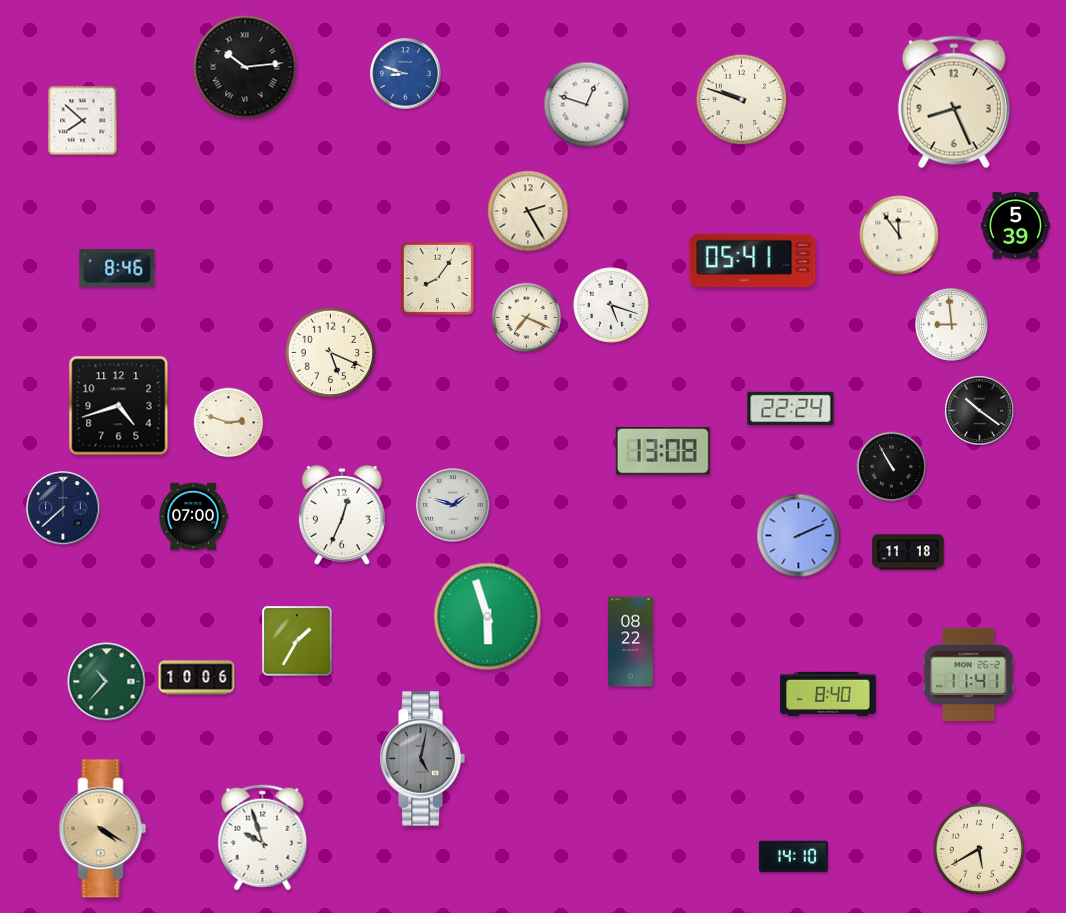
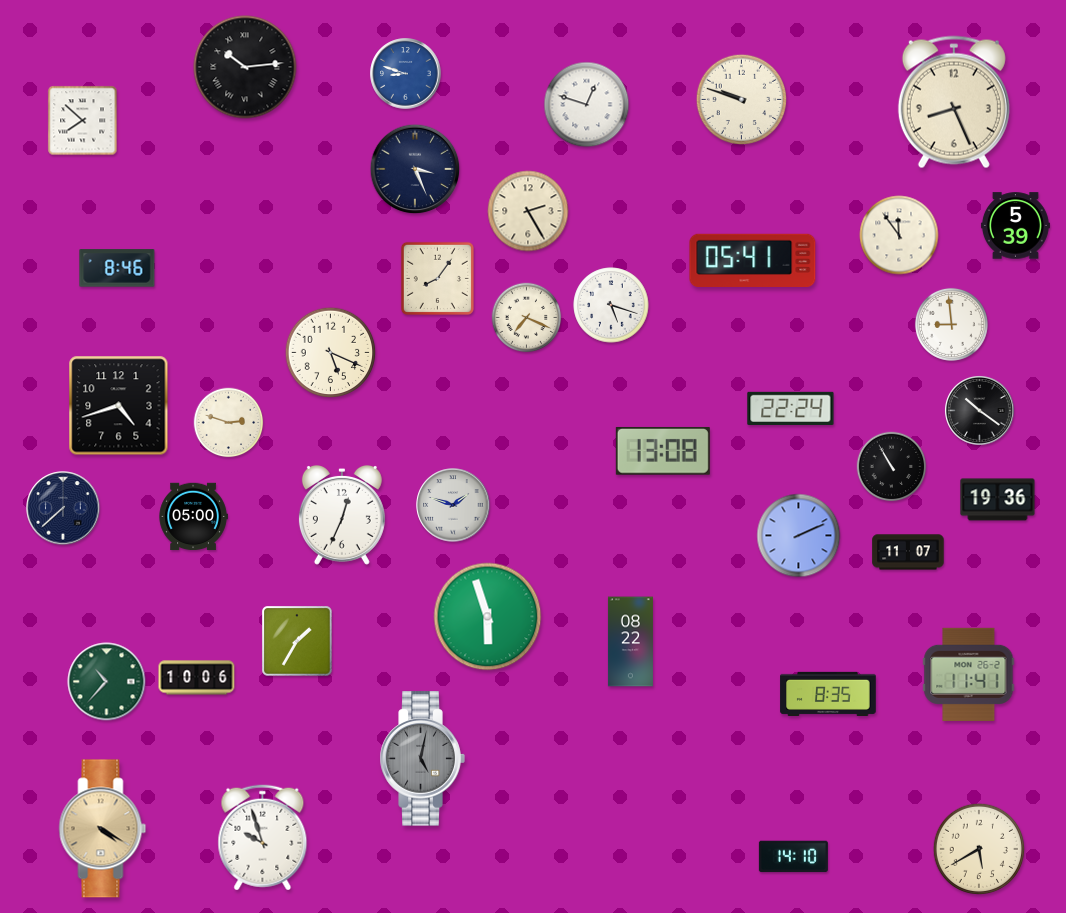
clock at (415, 169): none -> 3:26
clock at (998, 500): none -> 19:36
clock at (193, 517): 07:00 -> 05:00
clock at (908, 552): 11:18 -> 11:07
clock at (828, 693): 8:40 -> 8:35
